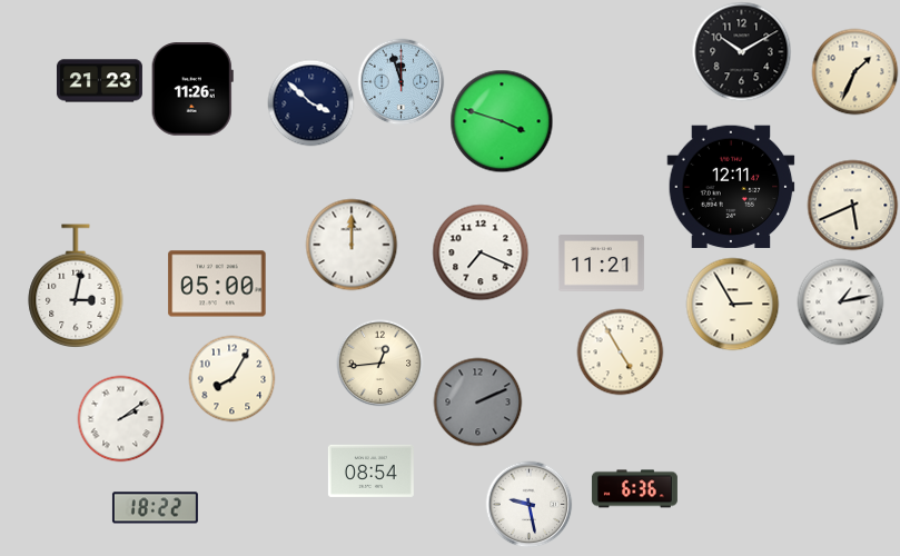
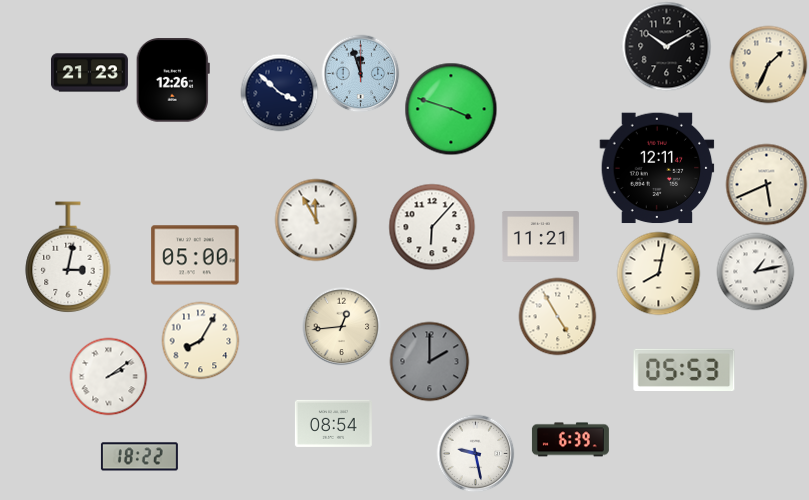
clock at (192, 89): 11:26 -> 12:26
clock at (352, 245): 12:00 -> 11:55
clock at (481, 252): 7:19 -> 6:07
clock at (732, 304): 2:55 -> 8:02
clock at (231, 378) position: (231, 378) -> (200, 340)
clock at (477, 401): 2:11 -> 2:00
clock at (684, 370): none -> 05:53
clock at (634, 489): 6:36 -> 6:39
